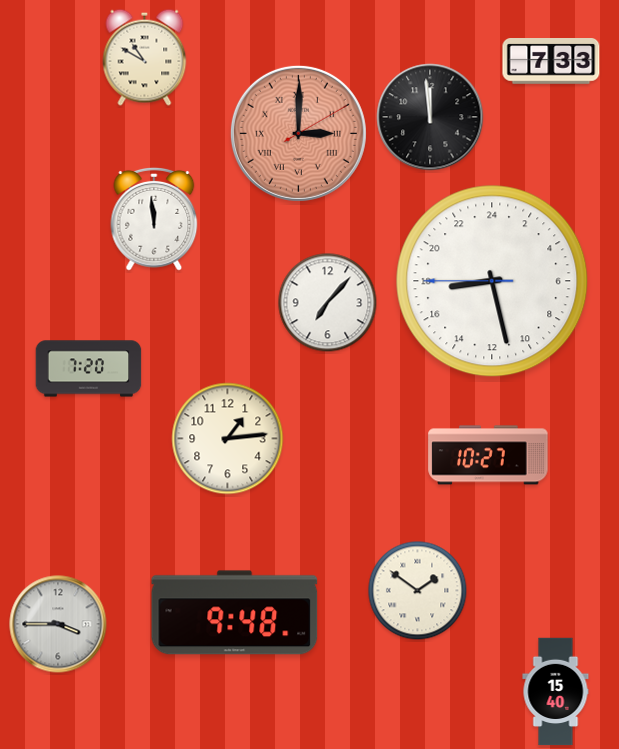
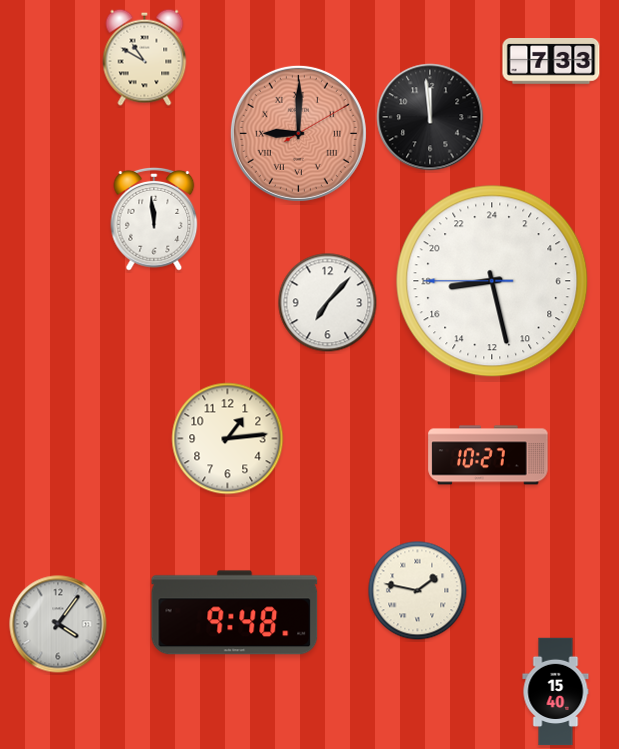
clock at (298, 133): 3:00 -> 9:00
clock at (89, 369): 7:20 -> none
clock at (418, 591): 1:51 -> 1:47
clock at (58, 624): 3:45 -> 4:06
